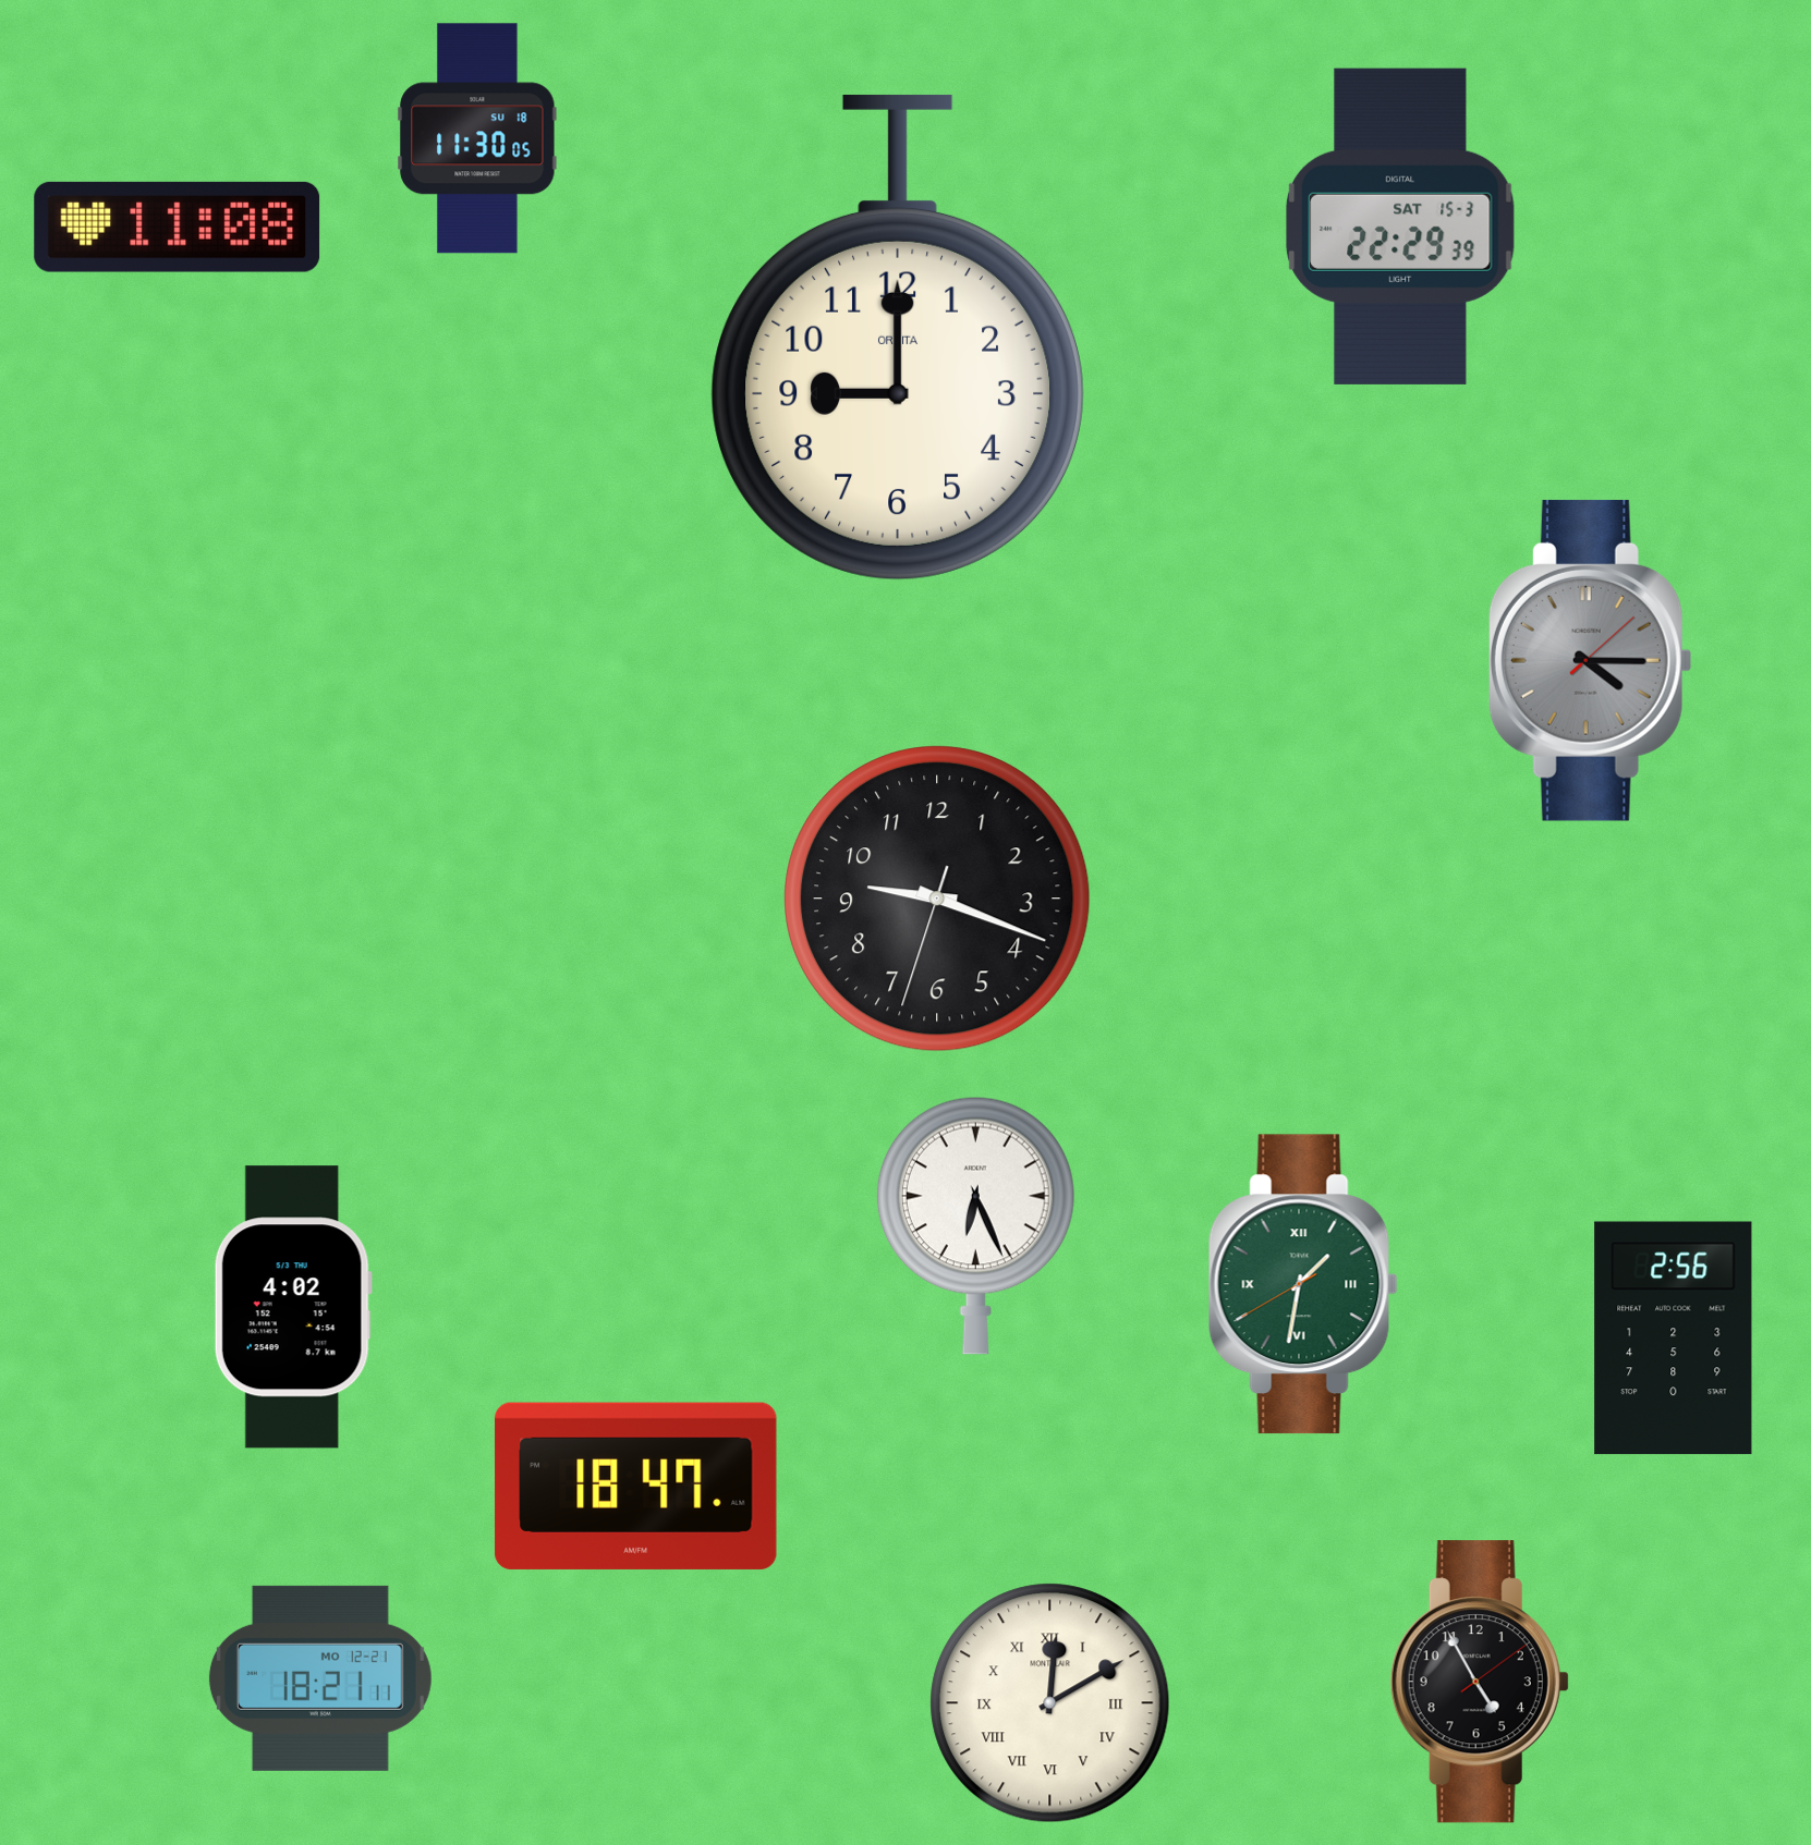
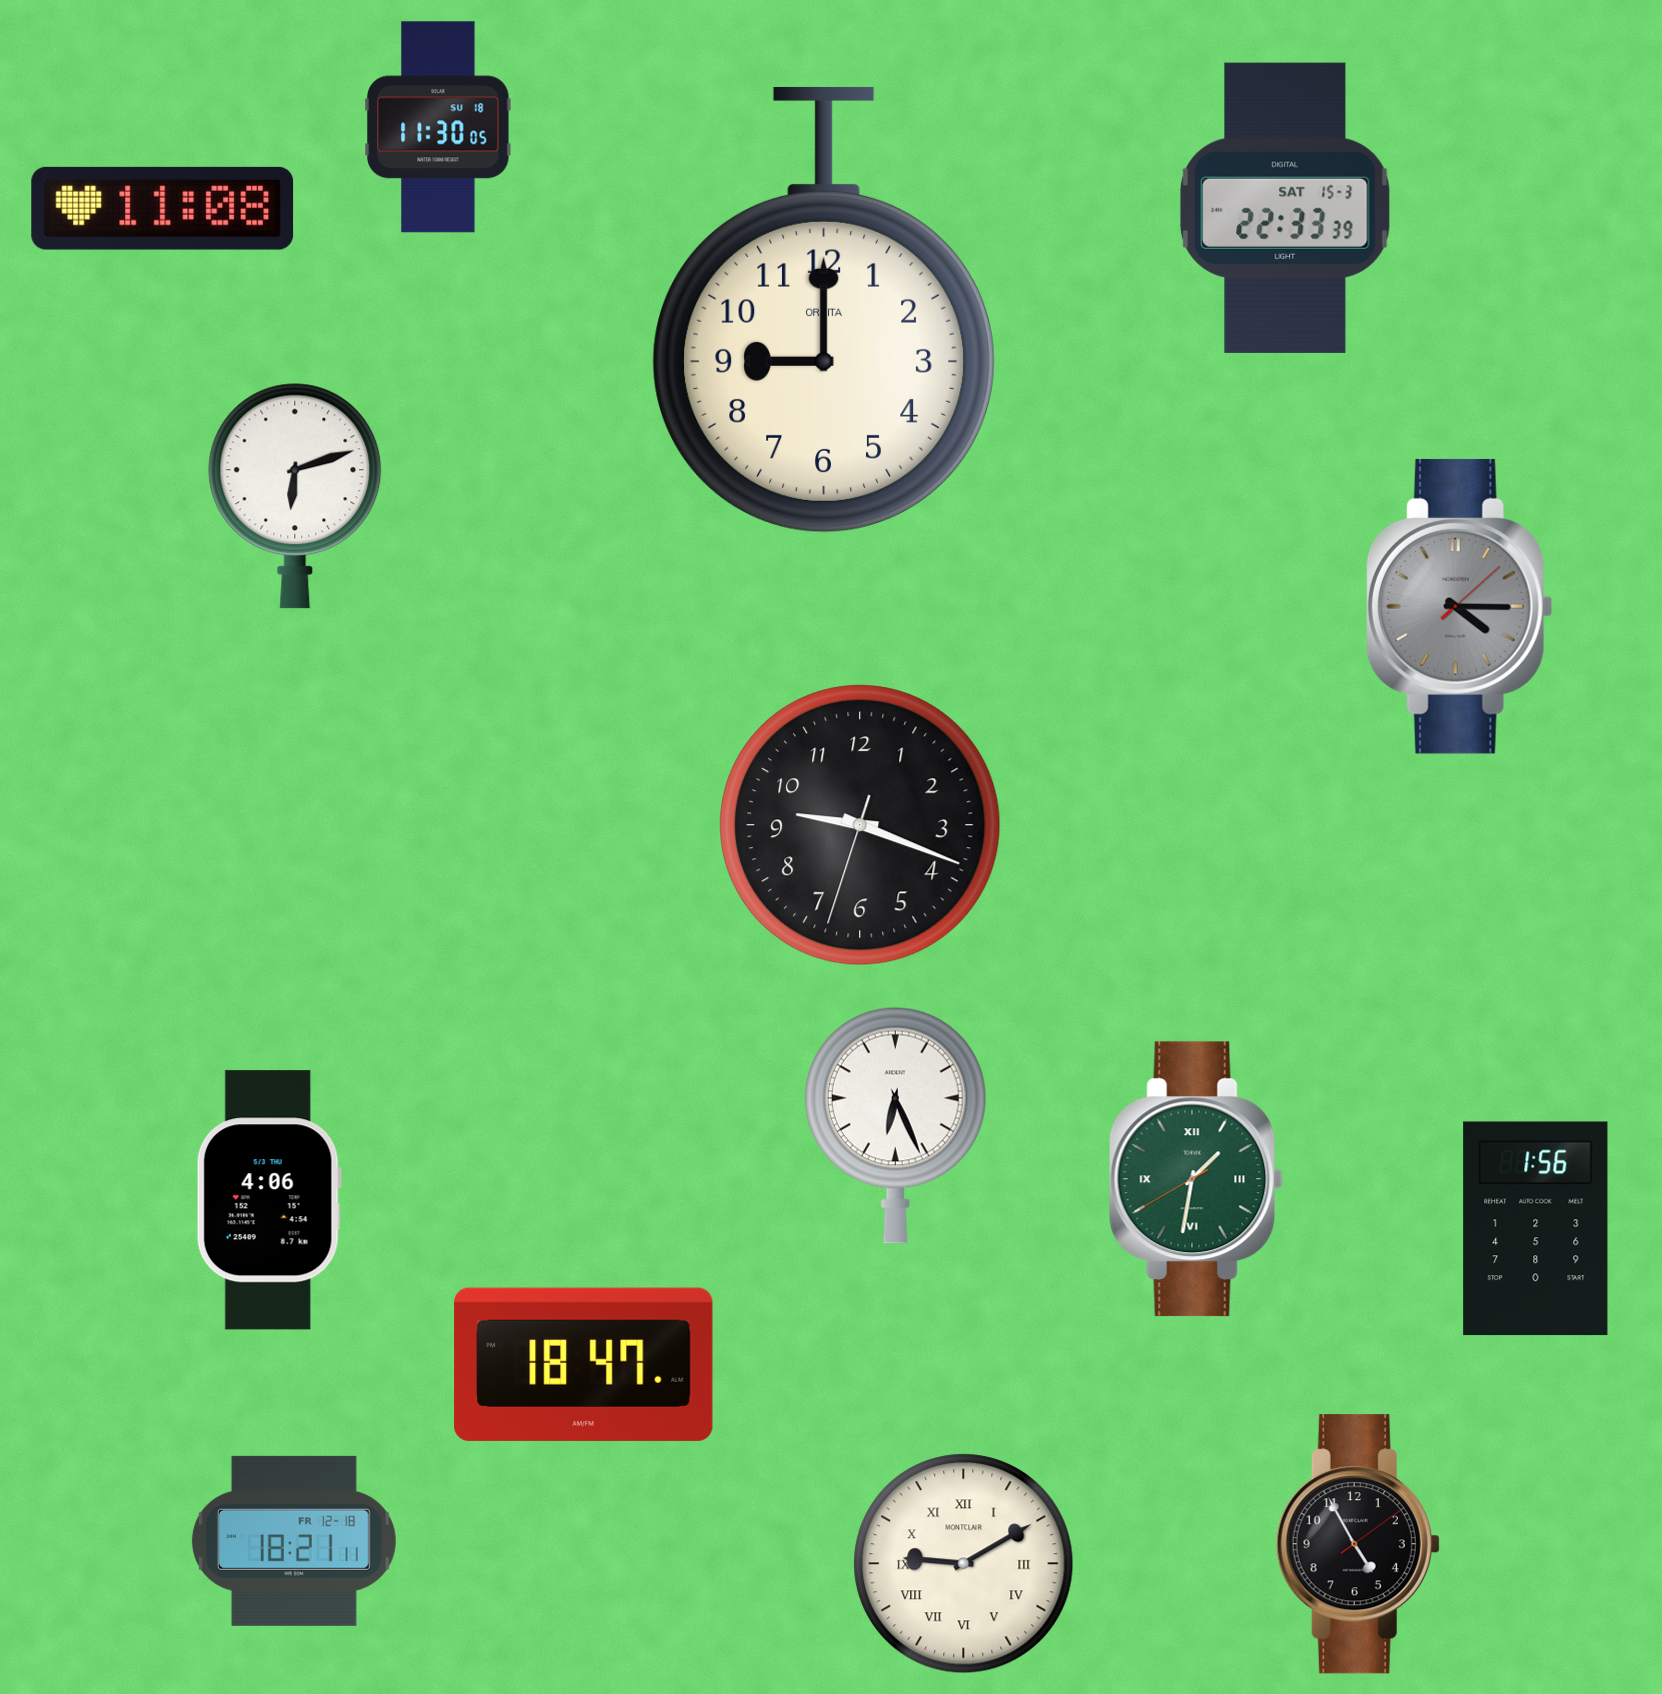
clock at (1400, 227): 22:29 -> 22:33
clock at (295, 496): none -> 6:12
clock at (293, 1307): 4:02 -> 4:06
clock at (1674, 1339): 2:56 -> 1:56
clock at (320, 1678) date: MO 12-21 -> FR 12-18
clock at (1050, 1703): 12:10 -> 9:10
